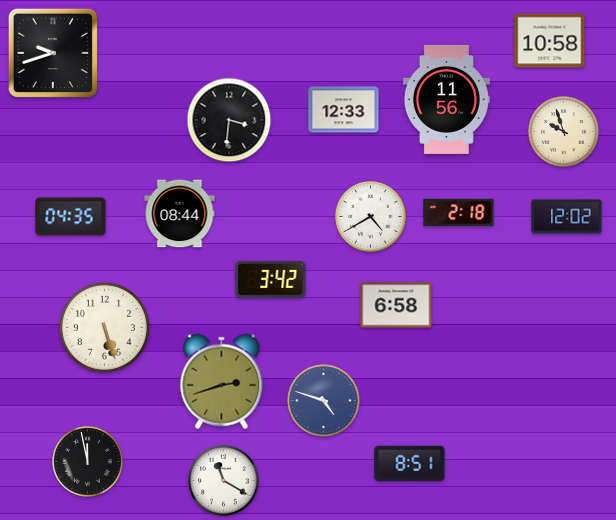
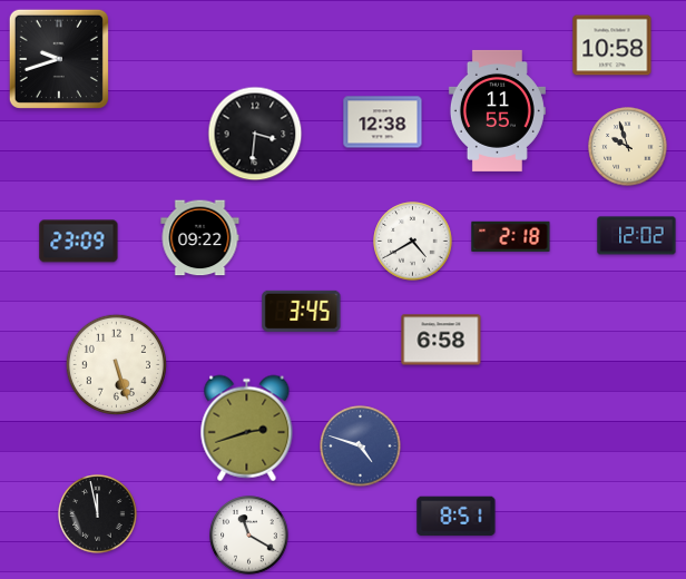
clock at (446, 99): 11:56 -> 11:55
clock at (344, 110): 12:33 -> 12:38
clock at (180, 214): 08:44 -> 09:22
clock at (71, 217): 04:35 -> 23:09
clock at (567, 217) position: (567, 217) -> (637, 236)
clock at (271, 279): 3:42 -> 3:45
clock at (222, 382) position: (222, 382) -> (247, 429)
